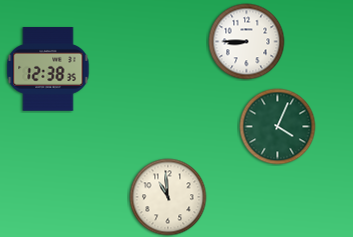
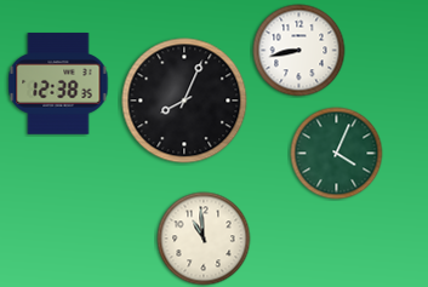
clock at (247, 42): 8:45 -> 8:43
clock at (184, 101): none -> 8:04
